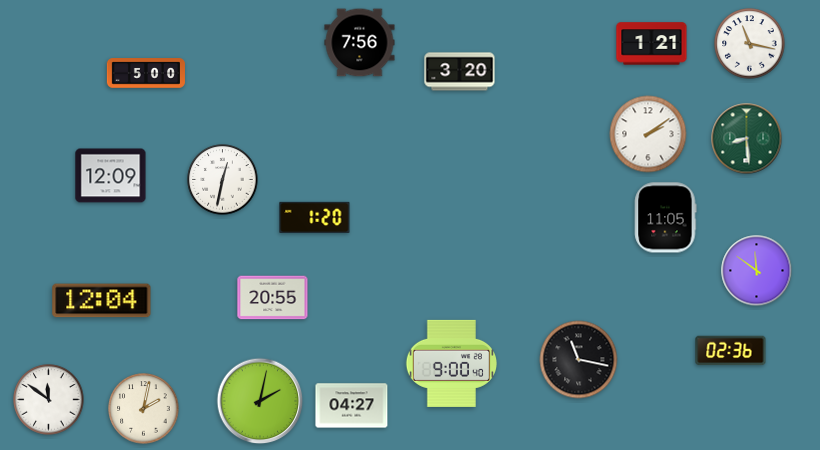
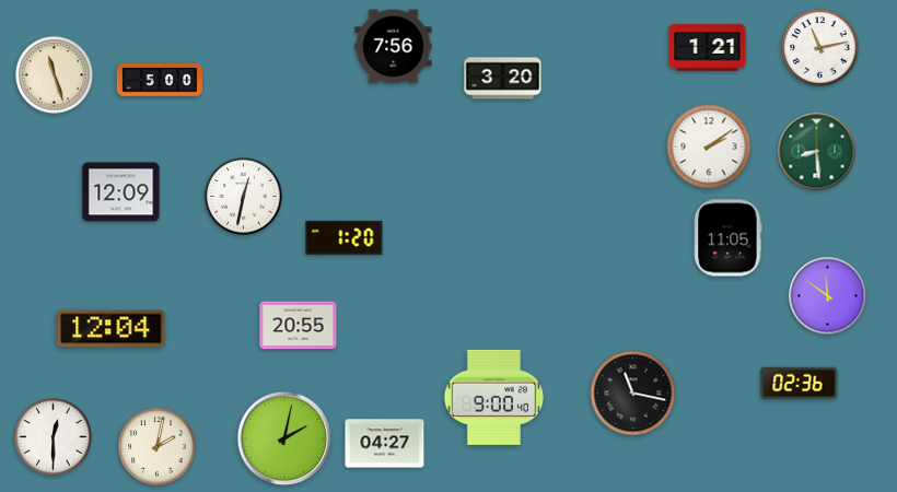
clock at (652, 44) position: (652, 44) -> (708, 48)
clock at (750, 44): 11:17 -> 11:13
clock at (55, 75): none -> 11:27
clock at (49, 400): 11:51 -> 12:30
